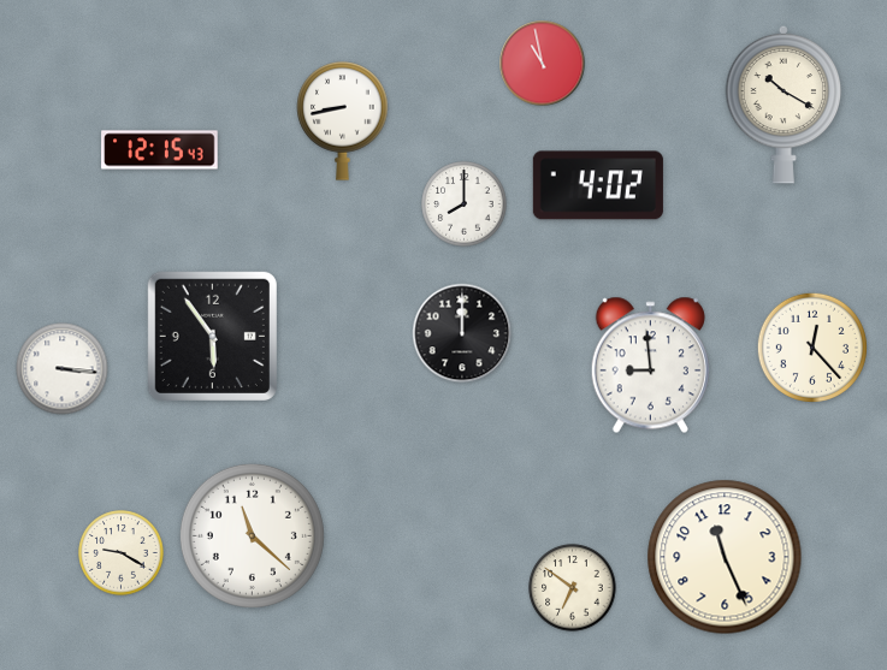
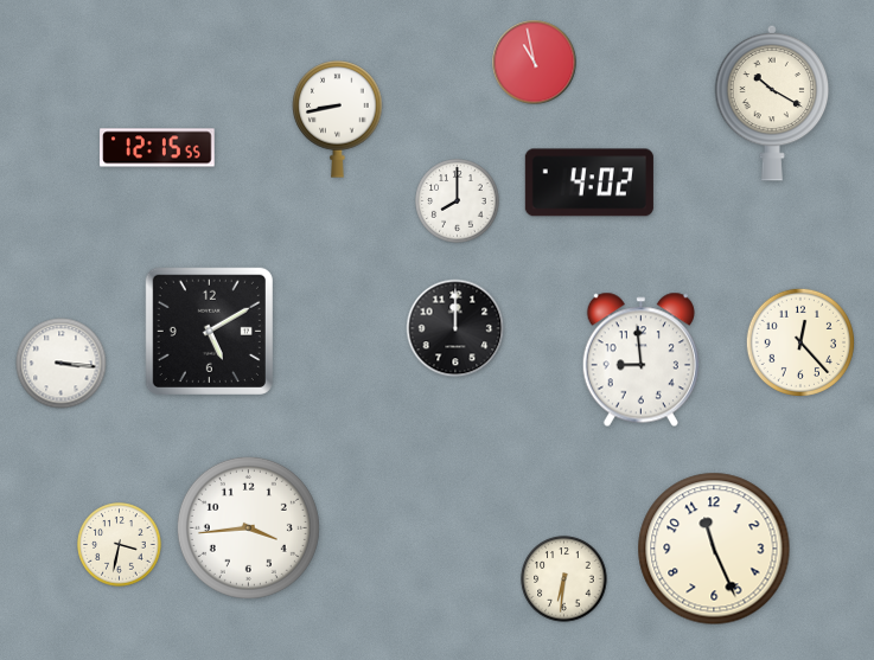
clock at (160, 150): 12:15:43 -> 12:15:55
clock at (212, 336): 5:54 -> 5:10
clock at (252, 535): 11:22 -> 3:44
clock at (122, 553): 9:20 -> 3:32
clock at (573, 588): 6:51 -> 6:31
